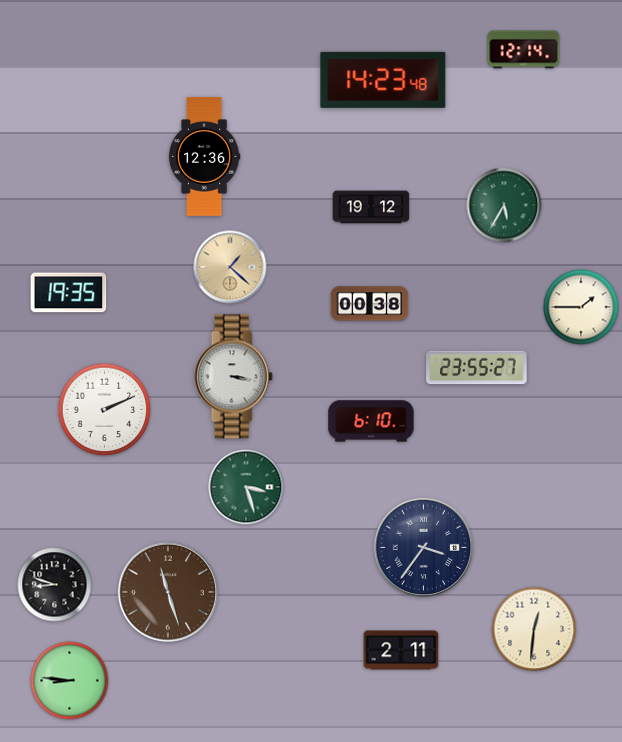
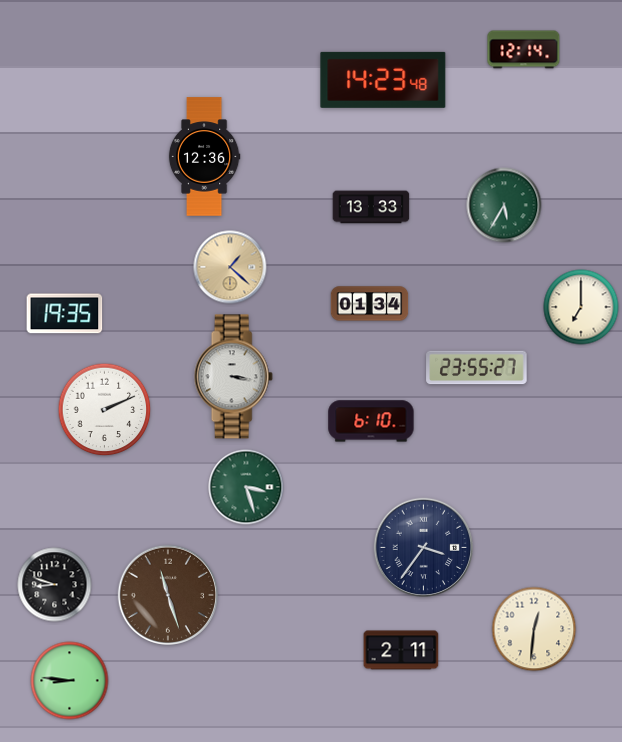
clock at (371, 207): 19:12 -> 13:33
clock at (69, 293) position: (69, 293) -> (65, 314)
clock at (370, 304): 00:38 -> 01:34
clock at (581, 307): 1:45 -> 7:00
clock at (167, 591) position: (167, 591) -> (167, 594)
